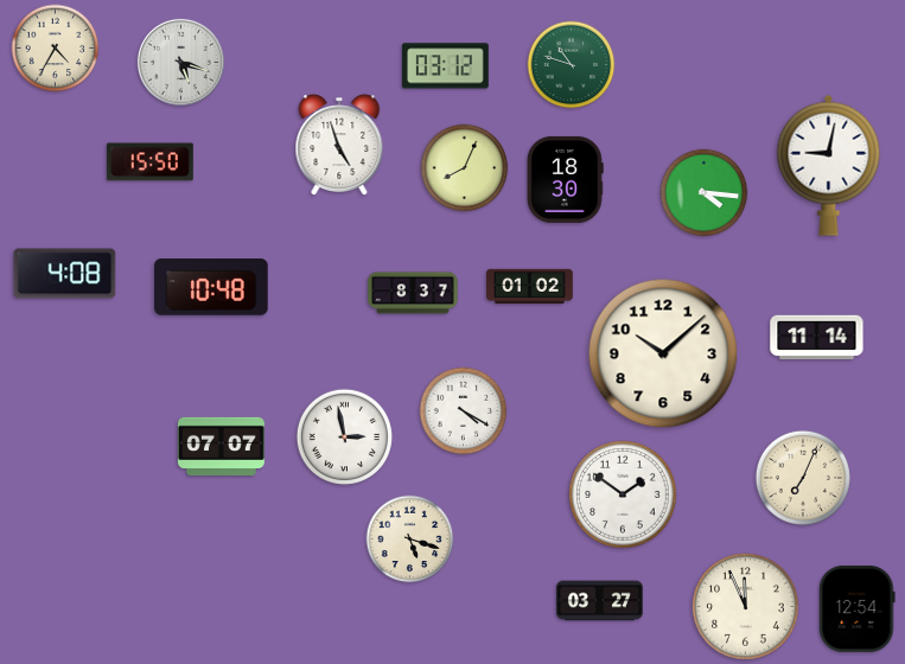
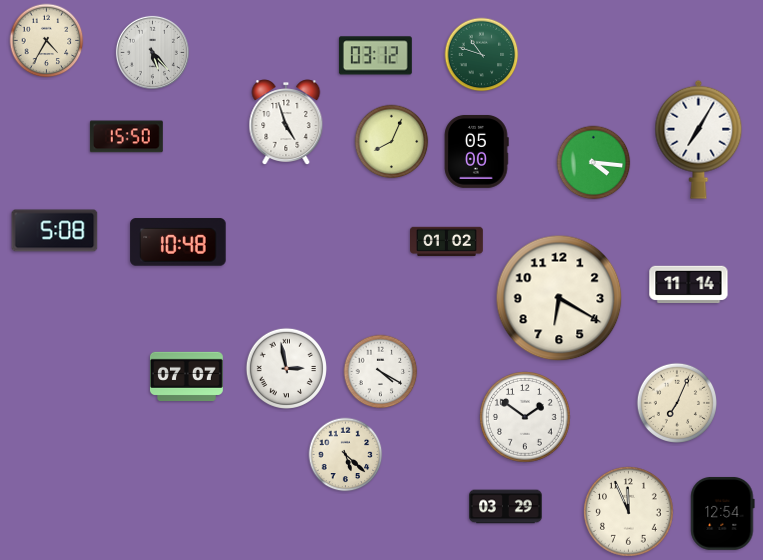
clock at (180, 62): 5:18 -> 5:23
clock at (829, 165): 9:02 -> 7:05
clock at (565, 179): 18:30 -> 05:00
clock at (65, 274): 4:08 -> 5:08
clock at (413, 293): 8:37 -> none
clock at (663, 353): 10:08 -> 6:20
clock at (464, 411) position: (464, 411) -> (381, 372)
clock at (344, 436) position: (344, 436) -> (286, 368)
clock at (410, 539): 5:18 -> 5:22
clock at (600, 601): 03:27 -> 03:29
